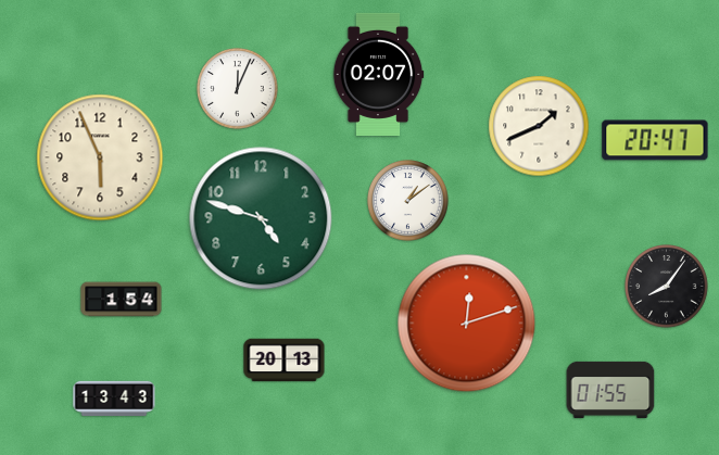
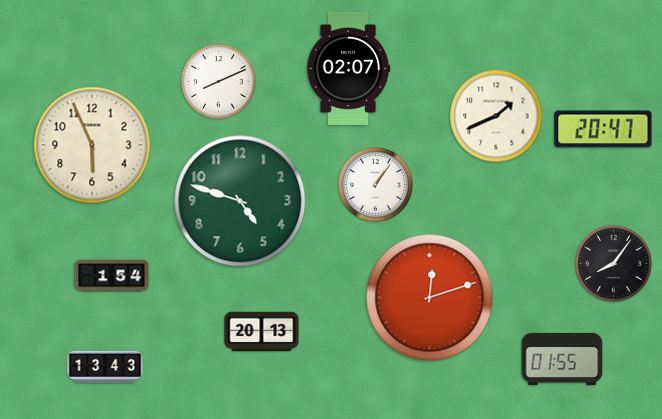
clock at (238, 89): 12:04 -> 8:11
clock at (408, 201): 1:09 -> 1:06
